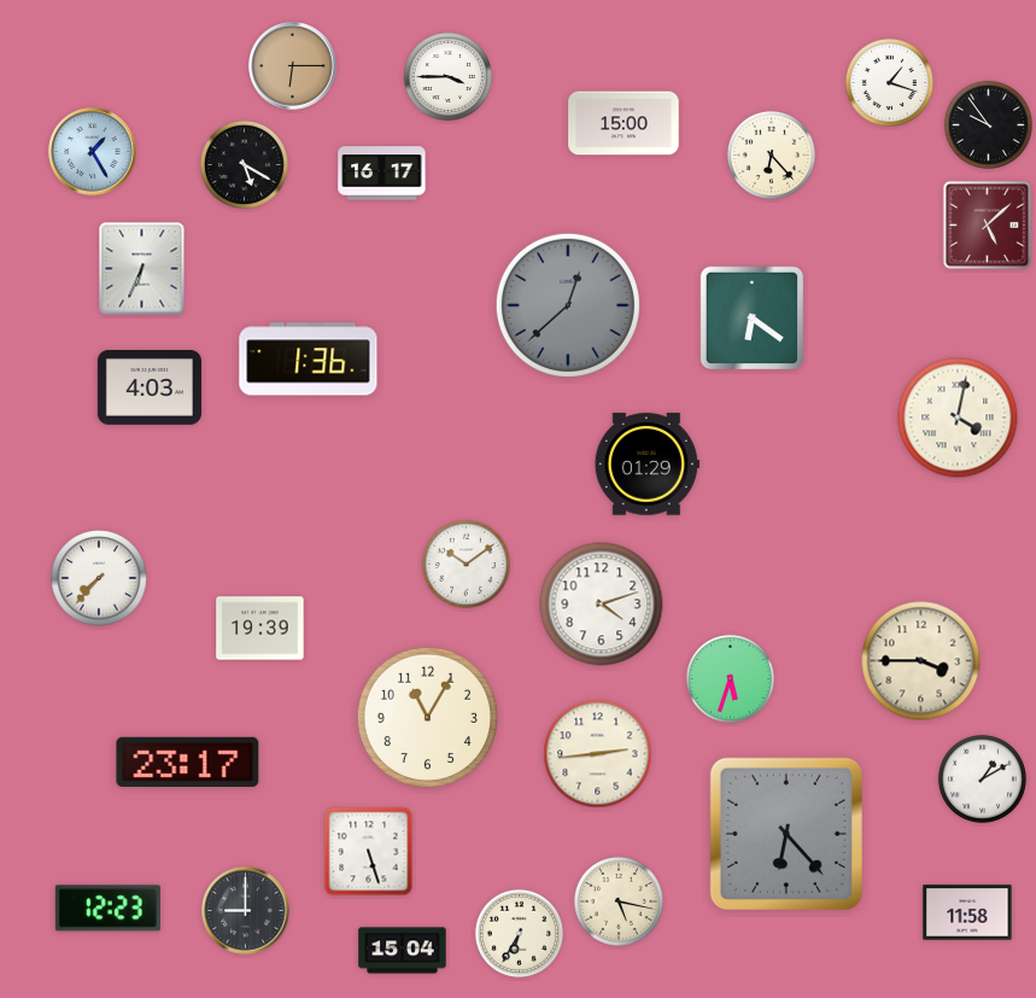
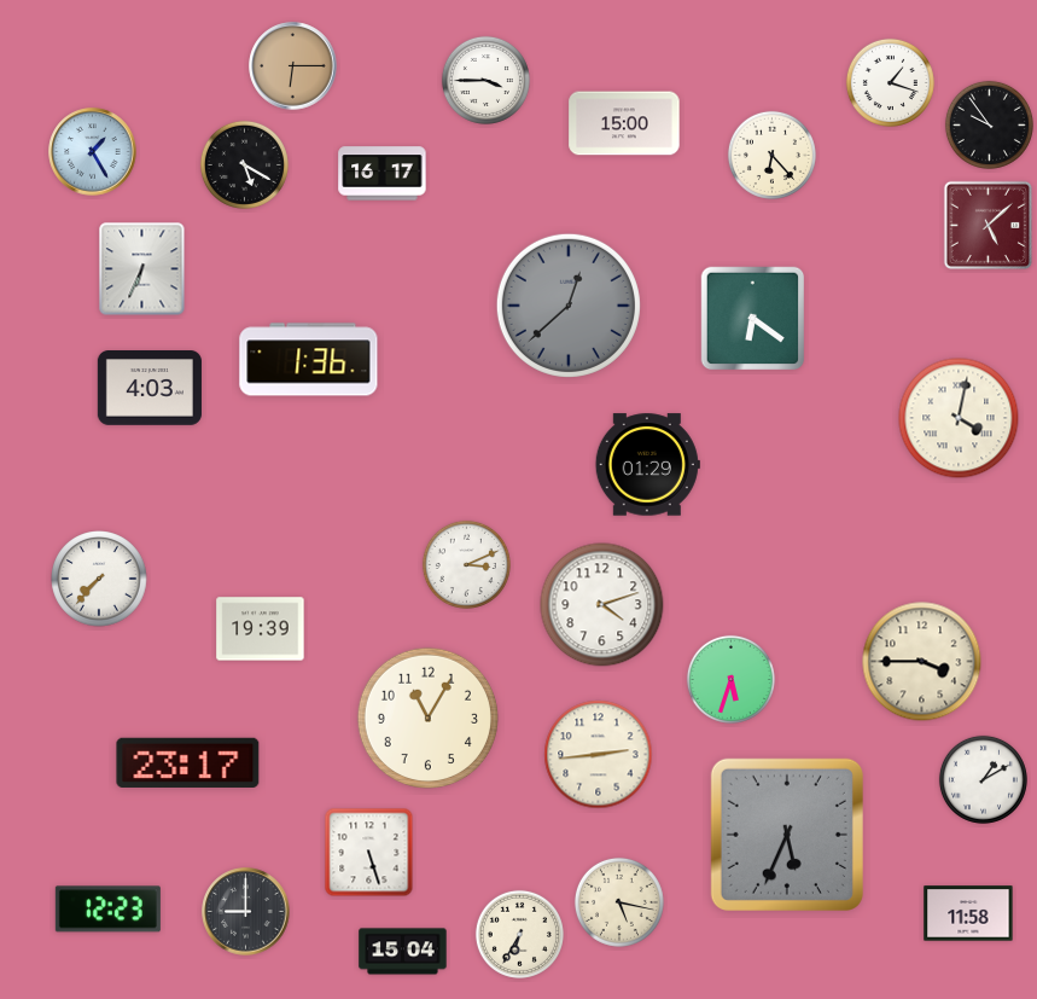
clock at (447, 76) position: (447, 76) -> (485, 80)
clock at (466, 564): 10:09 -> 3:11
clock at (786, 834): 6:23 -> 5:34
